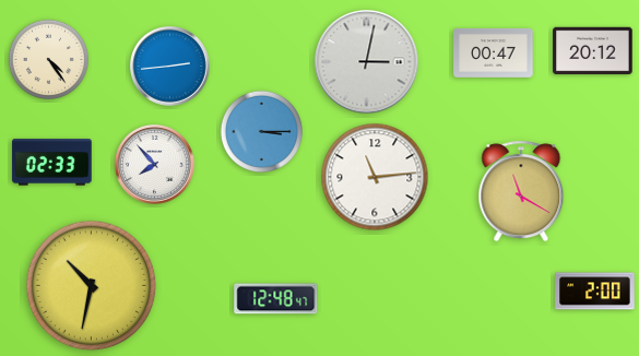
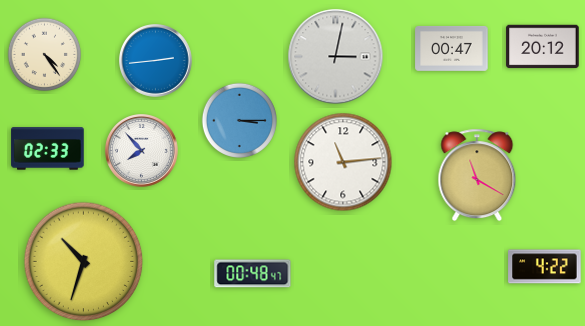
clock at (92, 286): 10:32 -> 10:33
clock at (595, 292): 2:00 -> 4:22
clock at (276, 299): 12:48 -> 00:48
